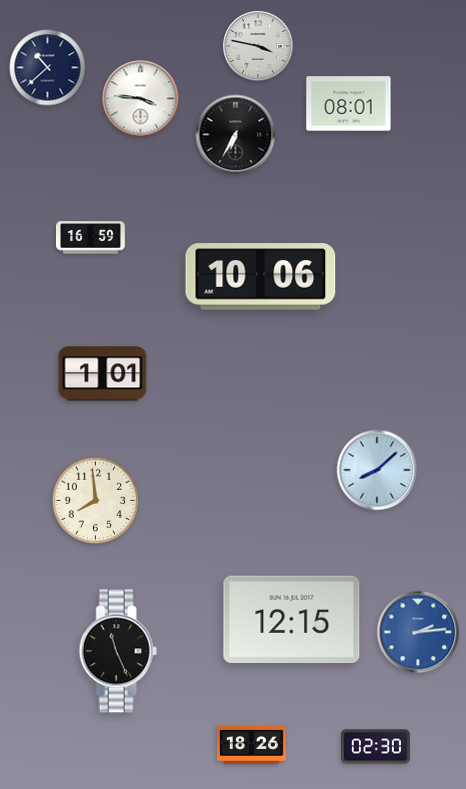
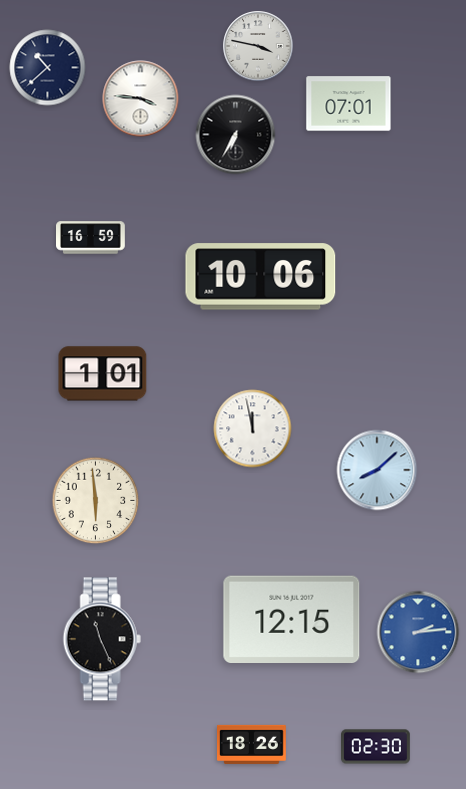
clock at (349, 104): 08:01 -> 07:01
clock at (253, 429): none -> 11:58
clock at (96, 501): 7:59 -> 5:59
clock at (118, 651) position: (118, 651) -> (102, 639)
